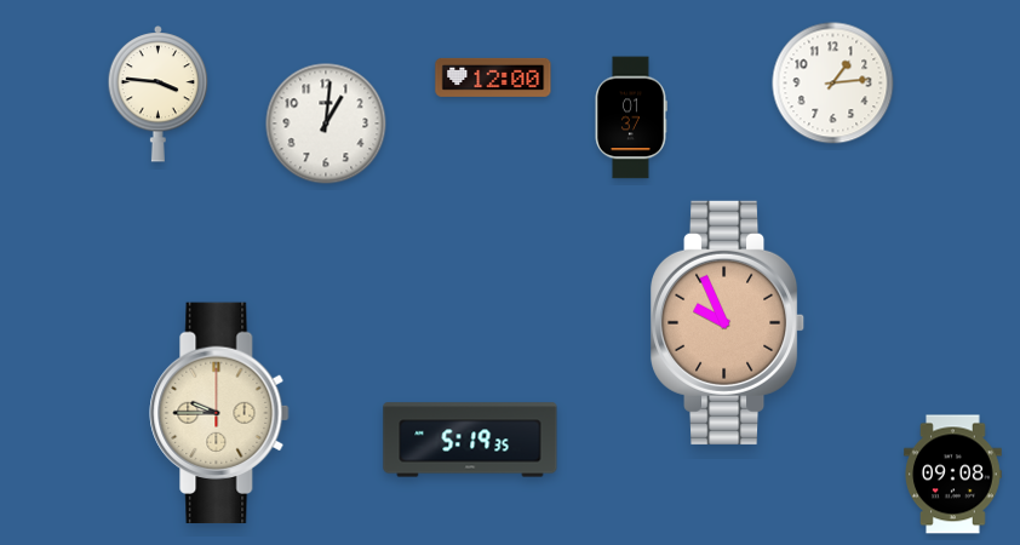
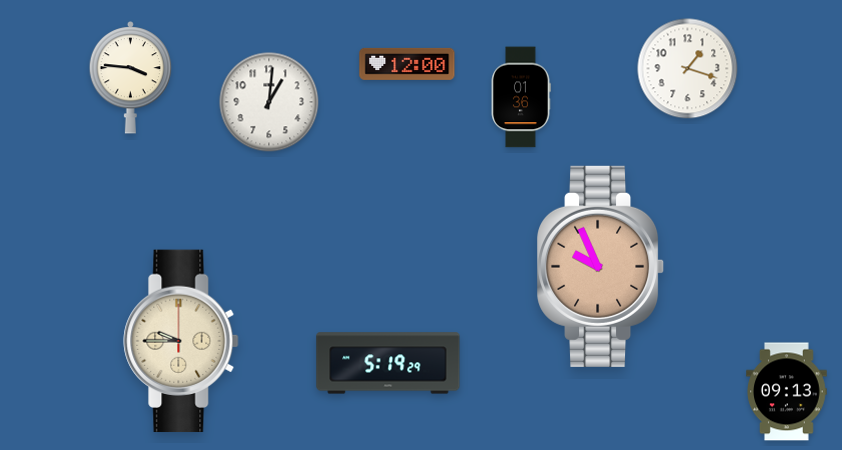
clock at (833, 84): 1:14 -> 1:18
clock at (631, 117): 01:37 -> 01:36
clock at (470, 440): 5:19:35 -> 5:19:29
clock at (953, 475): 09:08 -> 09:13
